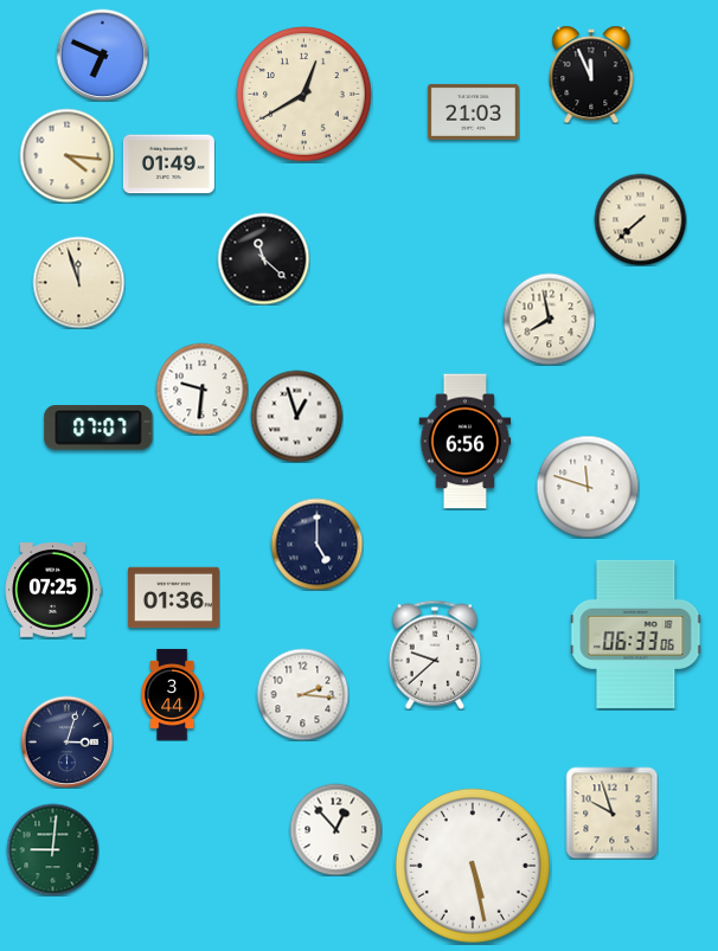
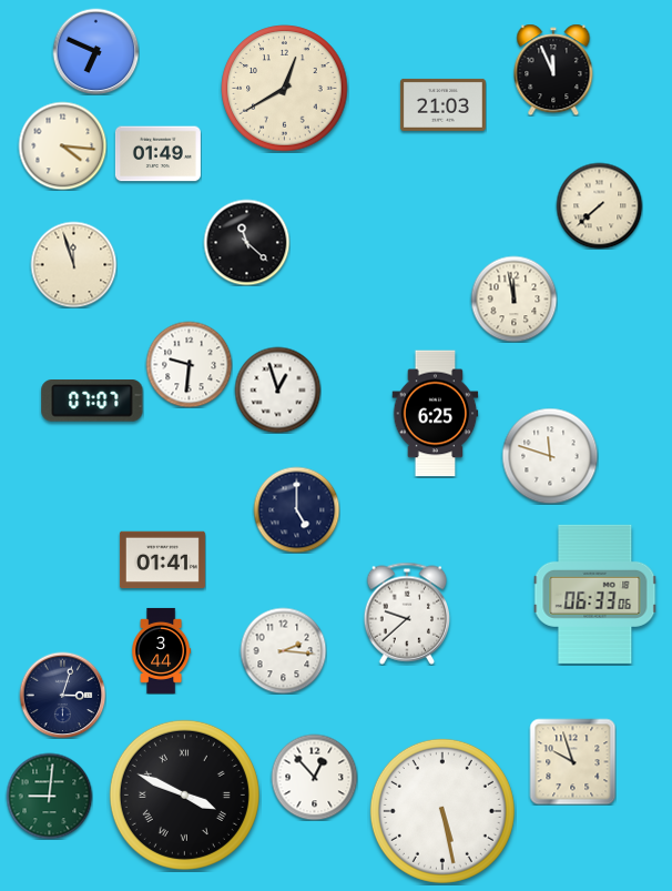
clock at (549, 319): 7:58 -> 11:58
clock at (466, 442): 6:56 -> 6:25
clock at (53, 591): 07:25 -> none
clock at (173, 598): 01:36 -> 01:41
clock at (184, 794): none -> 3:49
